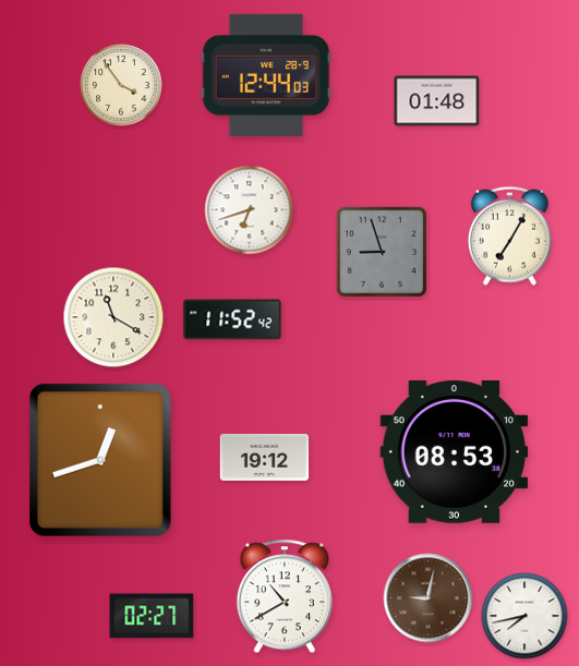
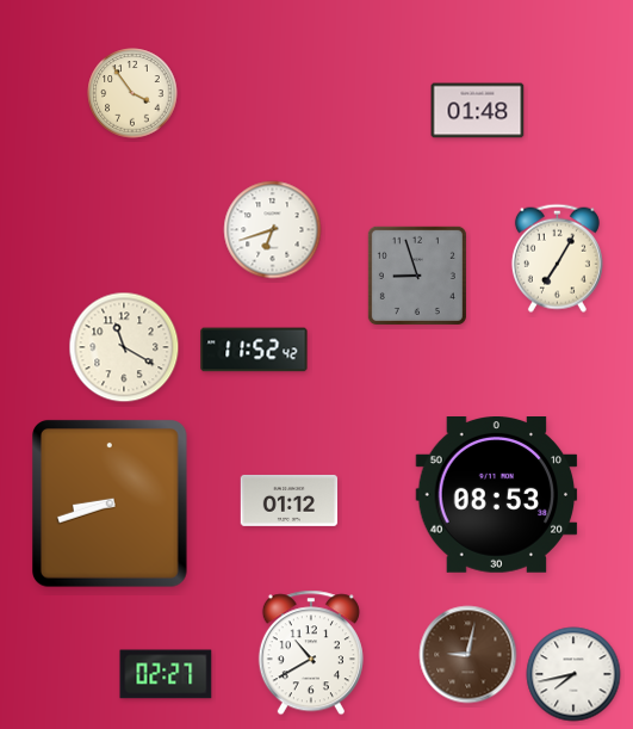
clock at (266, 75): 12:44 -> none
clock at (265, 457): 19:12 -> 01:12
clock at (101, 461): 12:42 -> 8:42
